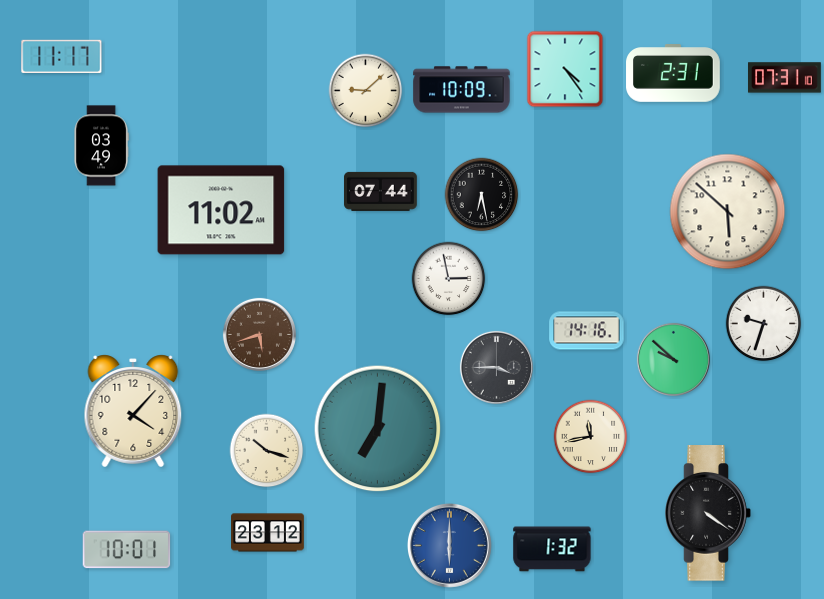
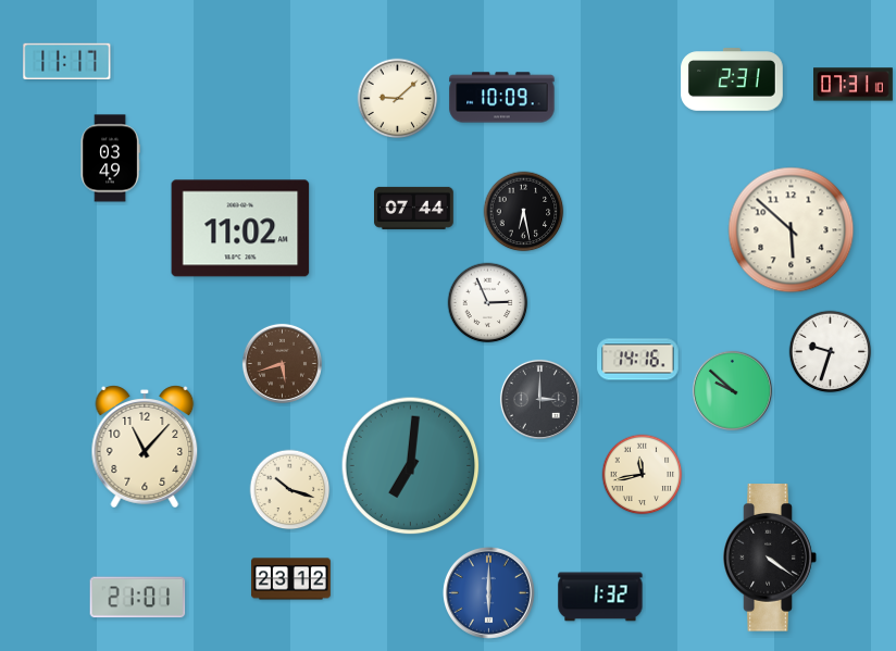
clock at (565, 69): 4:24 -> none
clock at (449, 279): 2:58 -> 2:56
clock at (496, 367): 3:45 -> 3:00
clock at (133, 411): 4:07 -> 11:07
clock at (127, 550): 10:01 -> 21:01
